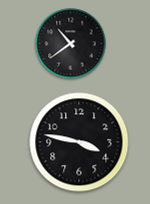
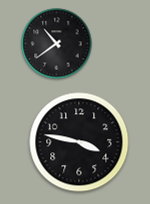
clock at (71, 44) position: (71, 44) -> (57, 44)
